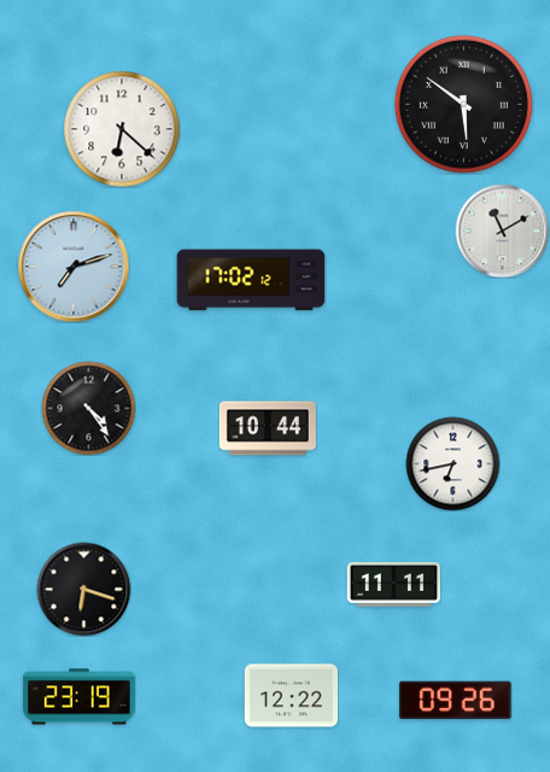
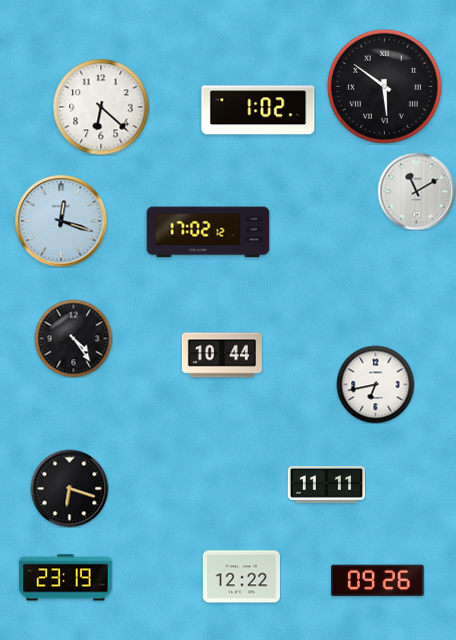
clock at (258, 110): none -> 1:02
clock at (74, 267): 7:12 -> 12:18
